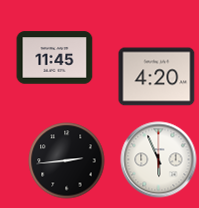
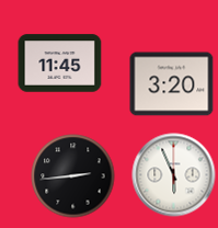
clock at (157, 77): 4:20 -> 3:20
